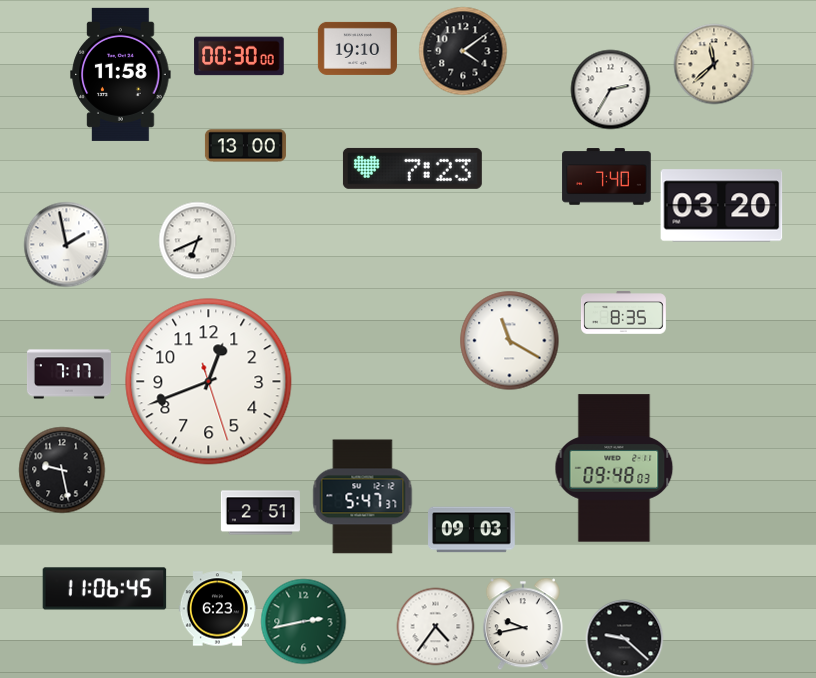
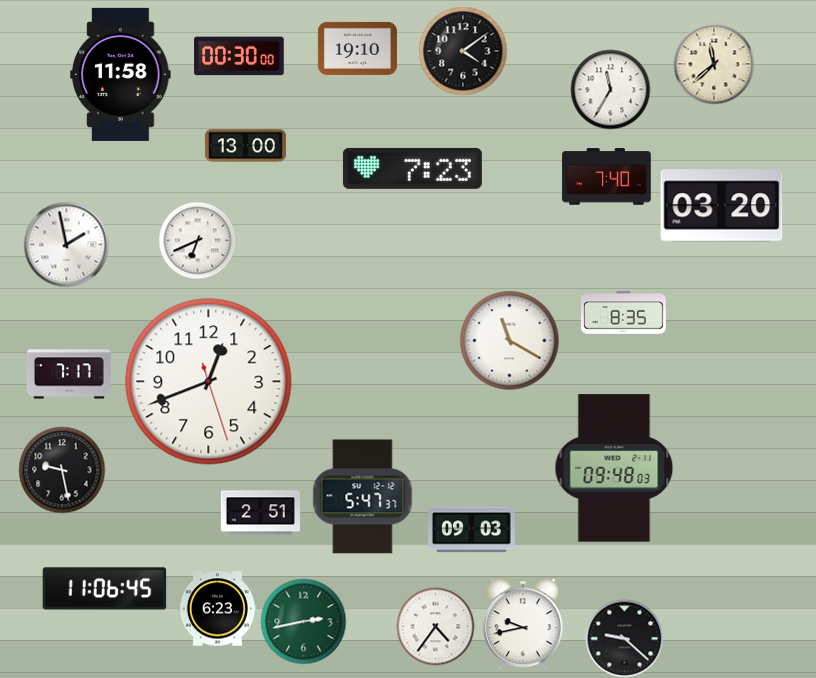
clock at (610, 89): 2:35 -> 11:35
